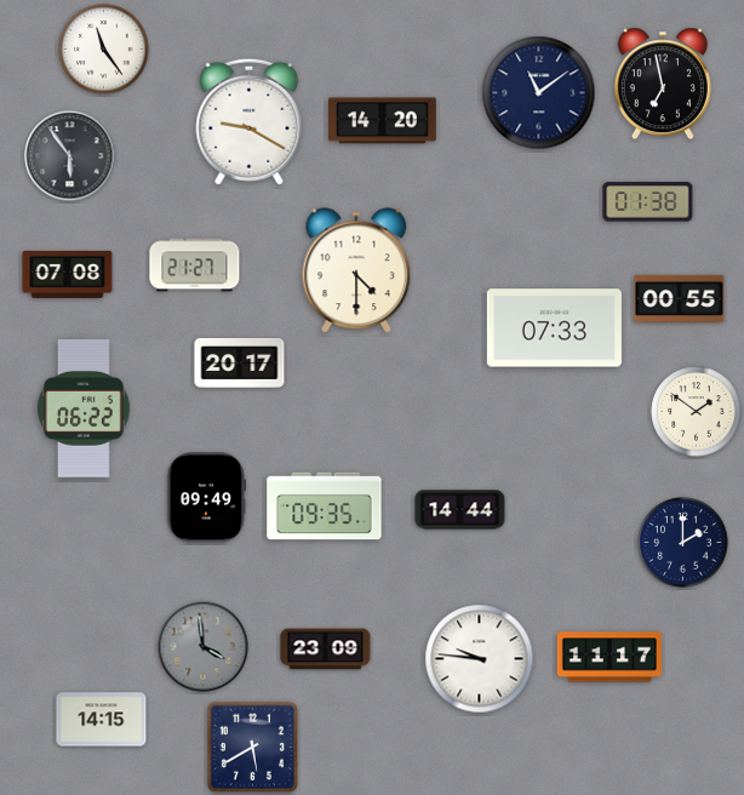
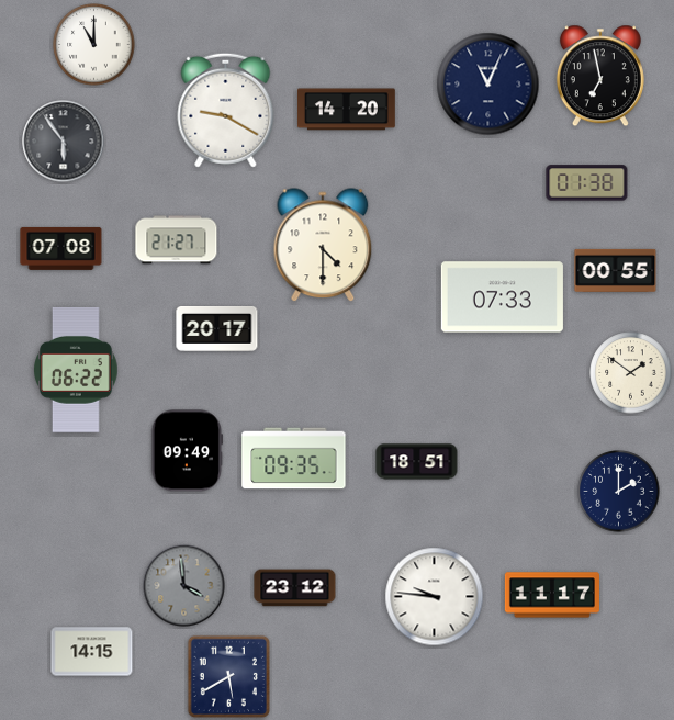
clock at (104, 50): 11:24 -> 11:00
clock at (539, 93): 11:09 -> 11:04
clock at (460, 510): 14:44 -> 18:51
clock at (326, 650): 23:09 -> 23:12
